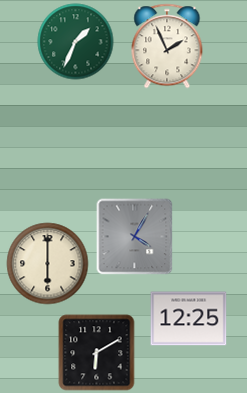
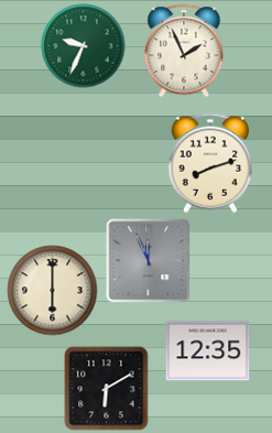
clock at (76, 42): 1:34 -> 9:34
clock at (210, 163): none -> 8:12
clock at (135, 237): 4:05 -> 11:56
clock at (189, 319): 12:25 -> 12:35
